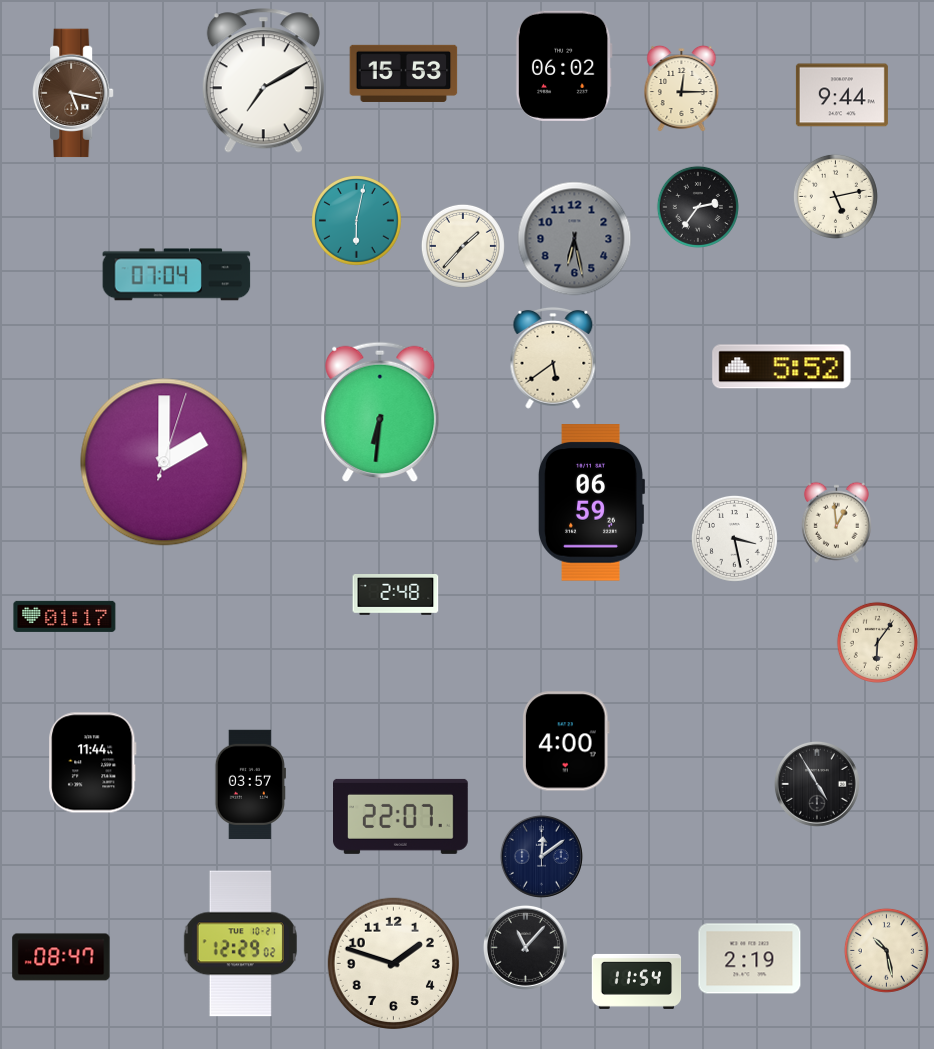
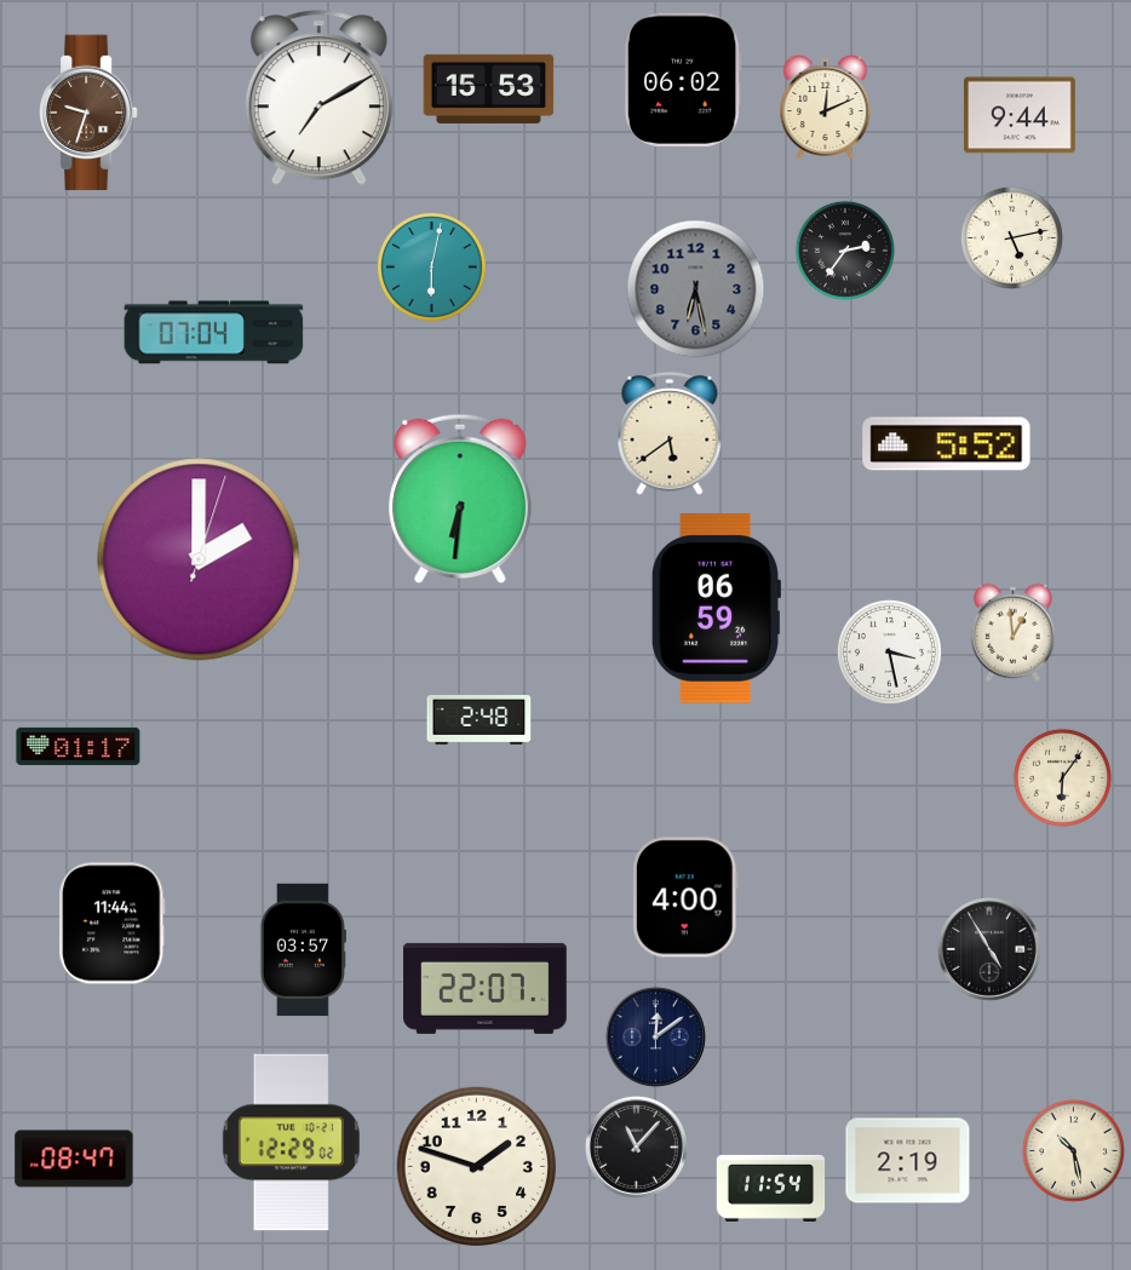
clock at (682, 89): 12:15 -> 12:11
clock at (74, 93): 5:17 -> 9:33
clock at (463, 246): 1:37 -> none
